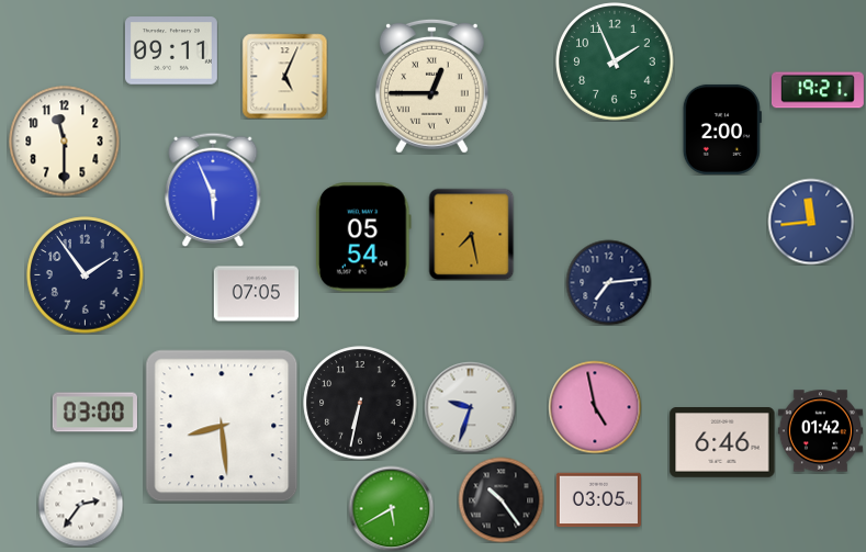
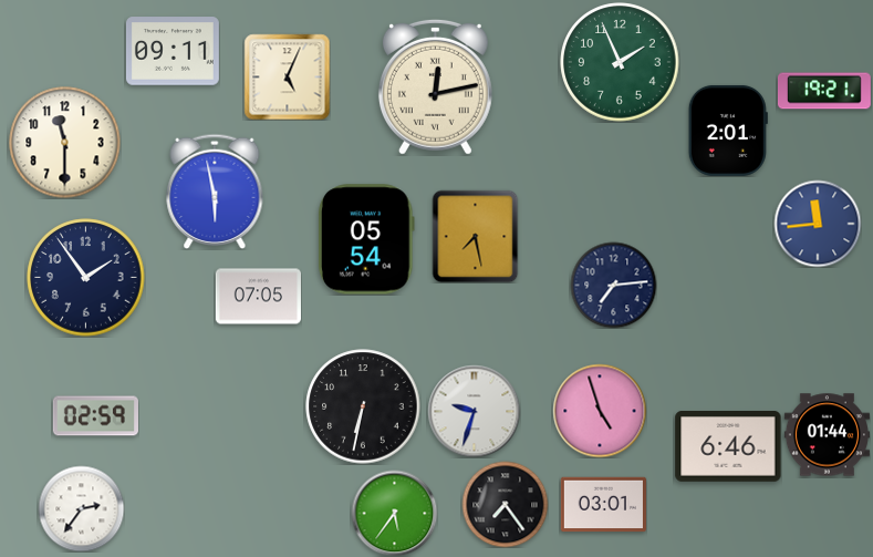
clock at (431, 86): 12:45 -> 12:13
clock at (722, 129): 2:00 -> 2:01
clock at (213, 190): 5:56 -> 5:58
clock at (595, 407): 4:58 -> 4:57
clock at (94, 413): 03:00 -> 02:59
clock at (222, 426): 8:29 -> none
clock at (820, 431): 01:42 -> 01:44
clock at (501, 499): 10:24 -> 7:24
clock at (598, 500): 03:05 -> 03:01
clock at (391, 508): 5:40 -> 5:36
